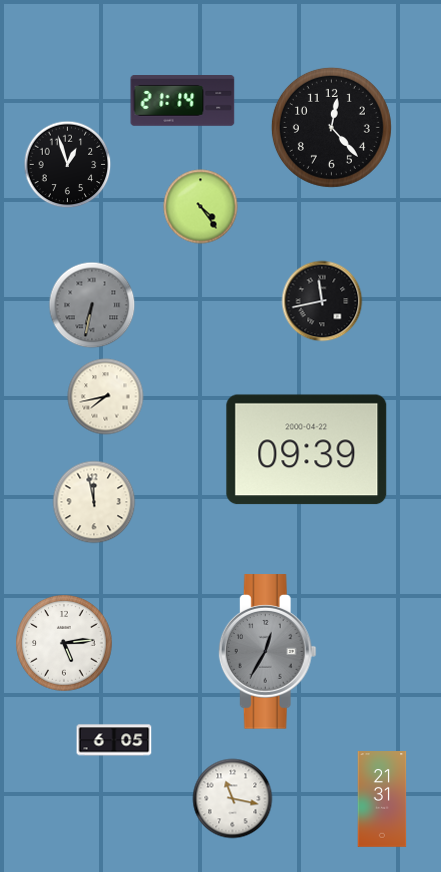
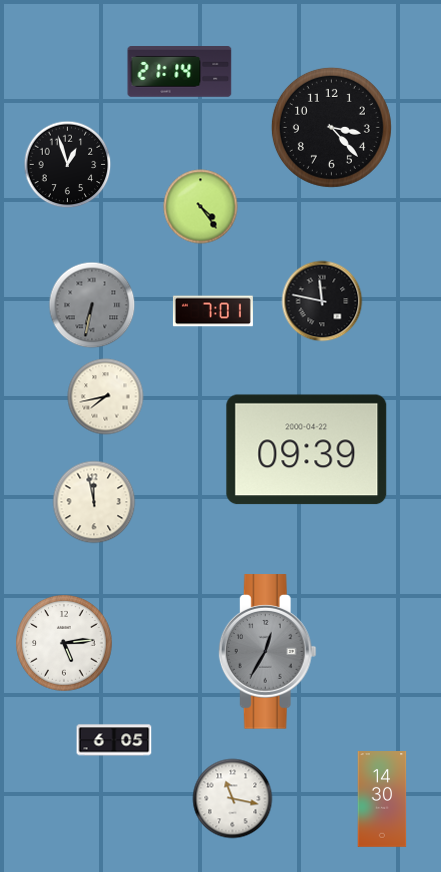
clock at (183, 101) position: (183, 101) -> (180, 72)
clock at (331, 127): 12:23 -> 3:23
clock at (322, 301): 11:43 -> 11:47
clock at (213, 311): none -> 7:01
clock at (382, 799): 21:31 -> 14:30
